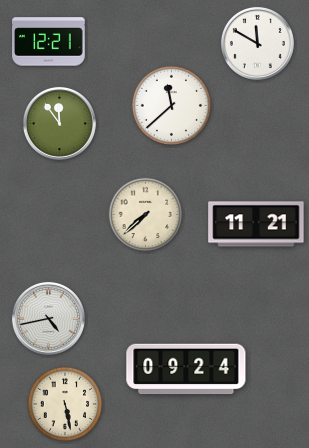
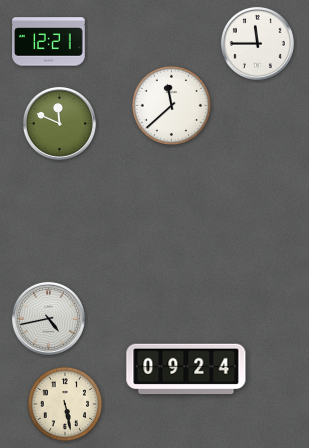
clock at (257, 43): 11:50 -> 11:45
clock at (59, 123): 11:54 -> 11:49
clock at (146, 215): 7:38 -> none
clock at (256, 224): 11:21 -> none
